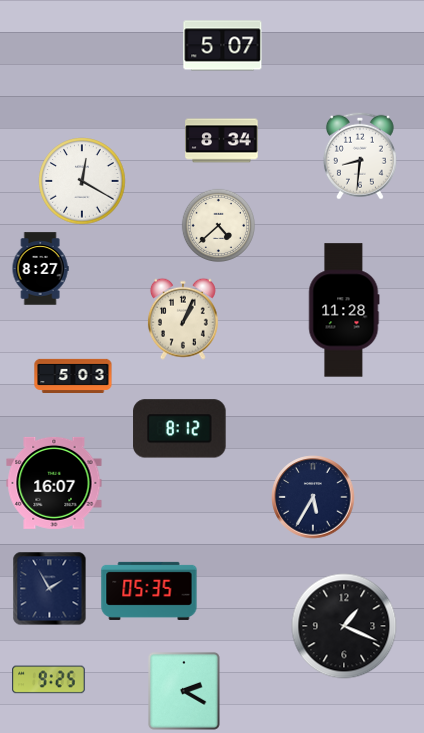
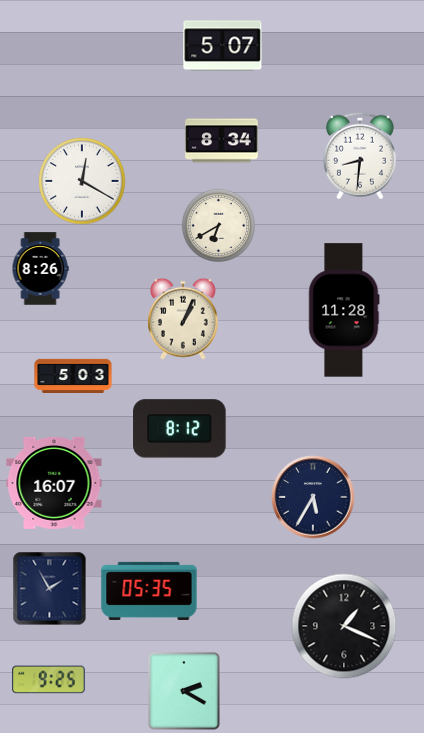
clock at (218, 225): 4:38 -> 6:40
clock at (40, 269): 8:27 -> 8:26
